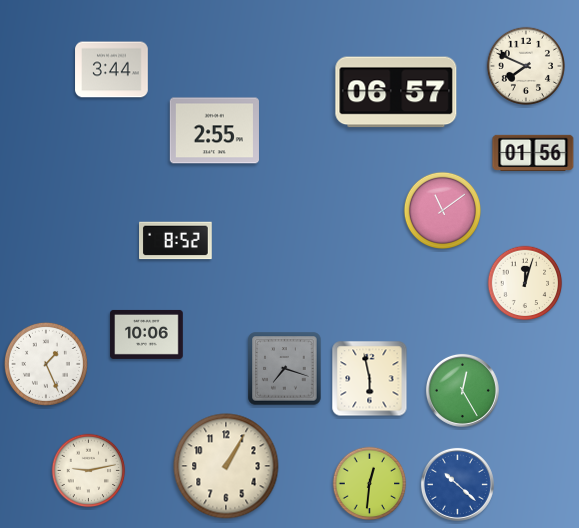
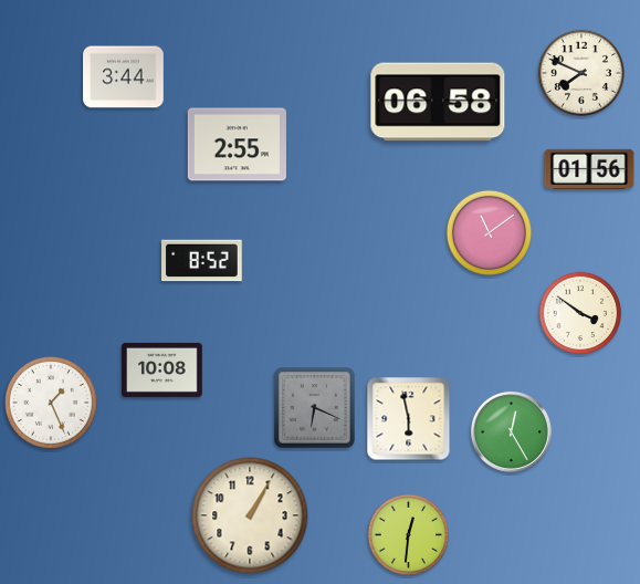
clock at (396, 92): 06:57 -> 06:58
clock at (176, 241) position: (176, 241) -> (202, 261)
clock at (525, 283): 12:03 -> 3:51
clock at (147, 334): 10:06 -> 10:08
clock at (285, 369): 7:18 -> 6:19
clock at (89, 471): 9:13 -> none
clock at (457, 484): 10:22 -> none
